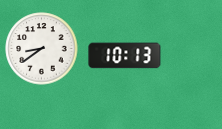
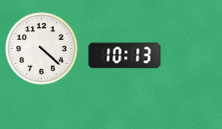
clock at (42, 49): 8:39 -> 4:22
